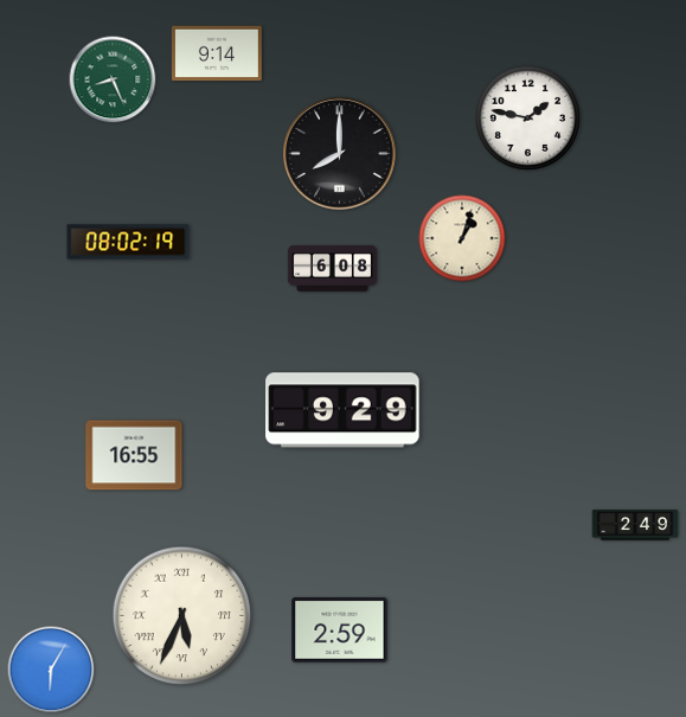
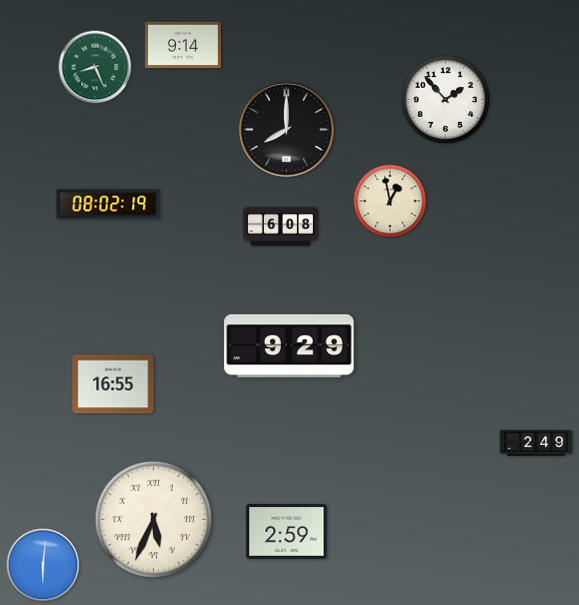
clock at (527, 117): 1:47 -> 1:53
clock at (462, 238): 1:03 -> 12:58
clock at (51, 670): 6:05 -> 6:01
